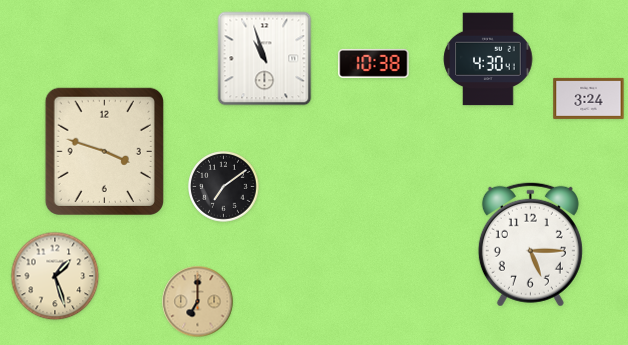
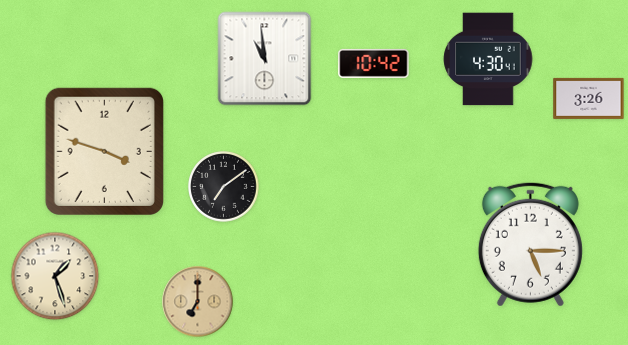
clock at (265, 59): 10:57 -> 10:59
clock at (374, 63): 10:38 -> 10:42
clock at (589, 98): 3:24 -> 3:26
